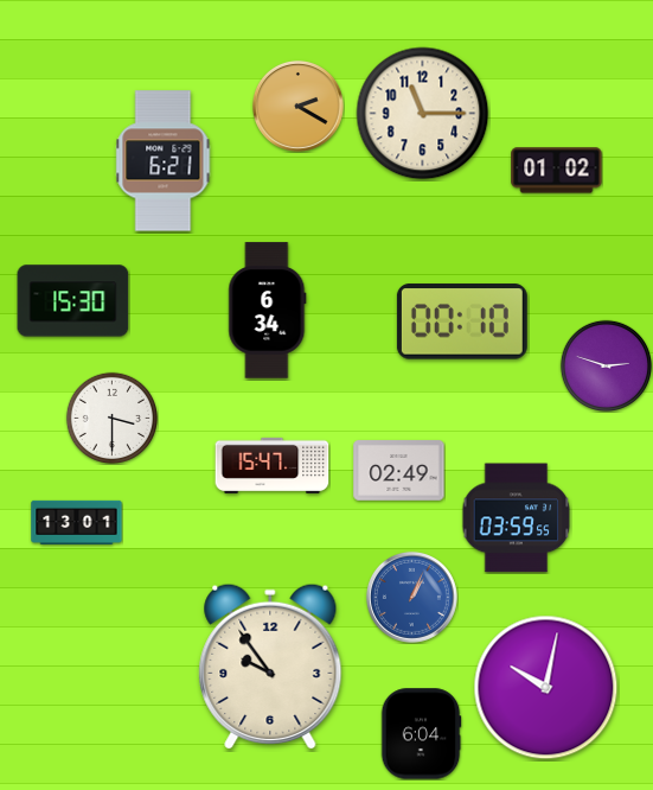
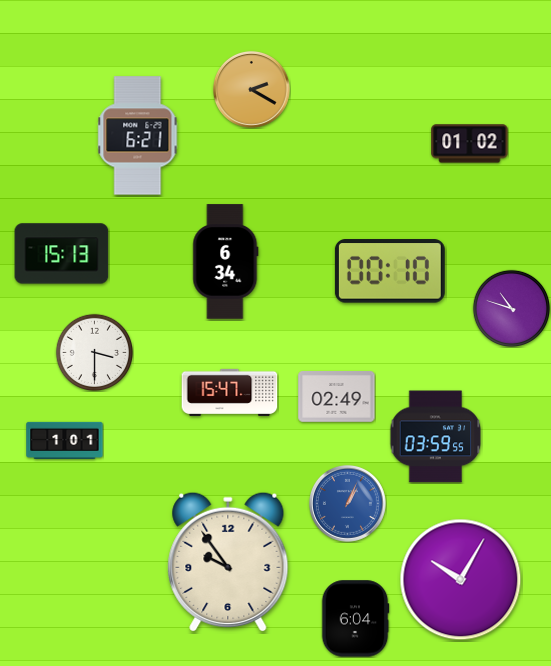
clock at (423, 114): 11:15 -> none
clock at (73, 301): 15:30 -> 15:13
clock at (606, 365): 2:48 -> 10:48
clock at (77, 522): 13:01 -> 1:01
clock at (546, 688): 10:02 -> 10:05
